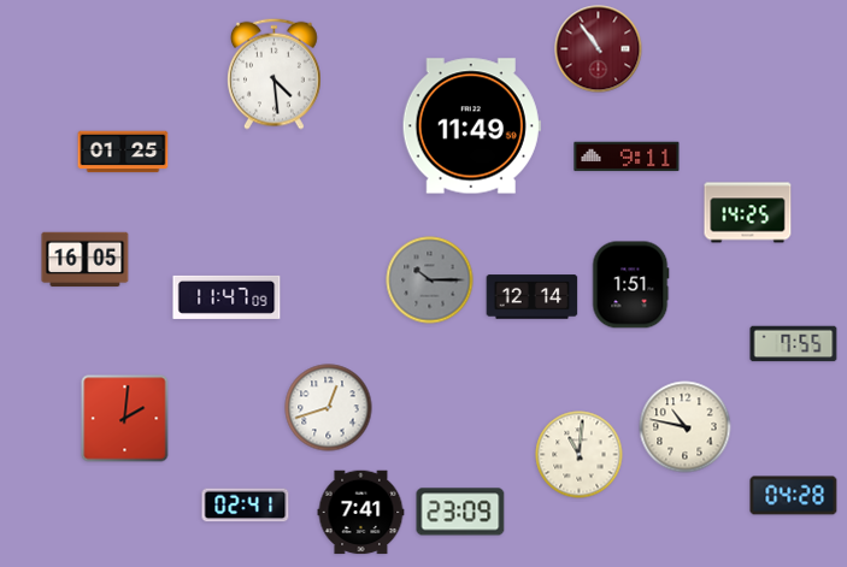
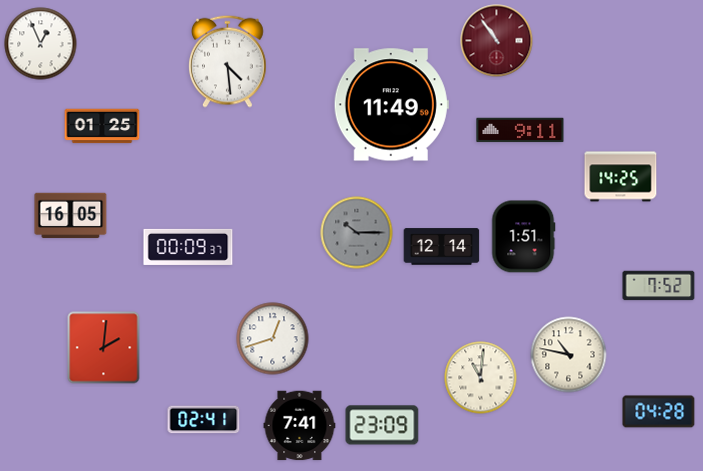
clock at (41, 44): none -> 12:56
clock at (227, 297): 11:47 -> 00:09
clock at (794, 344): 7:55 -> 7:52
